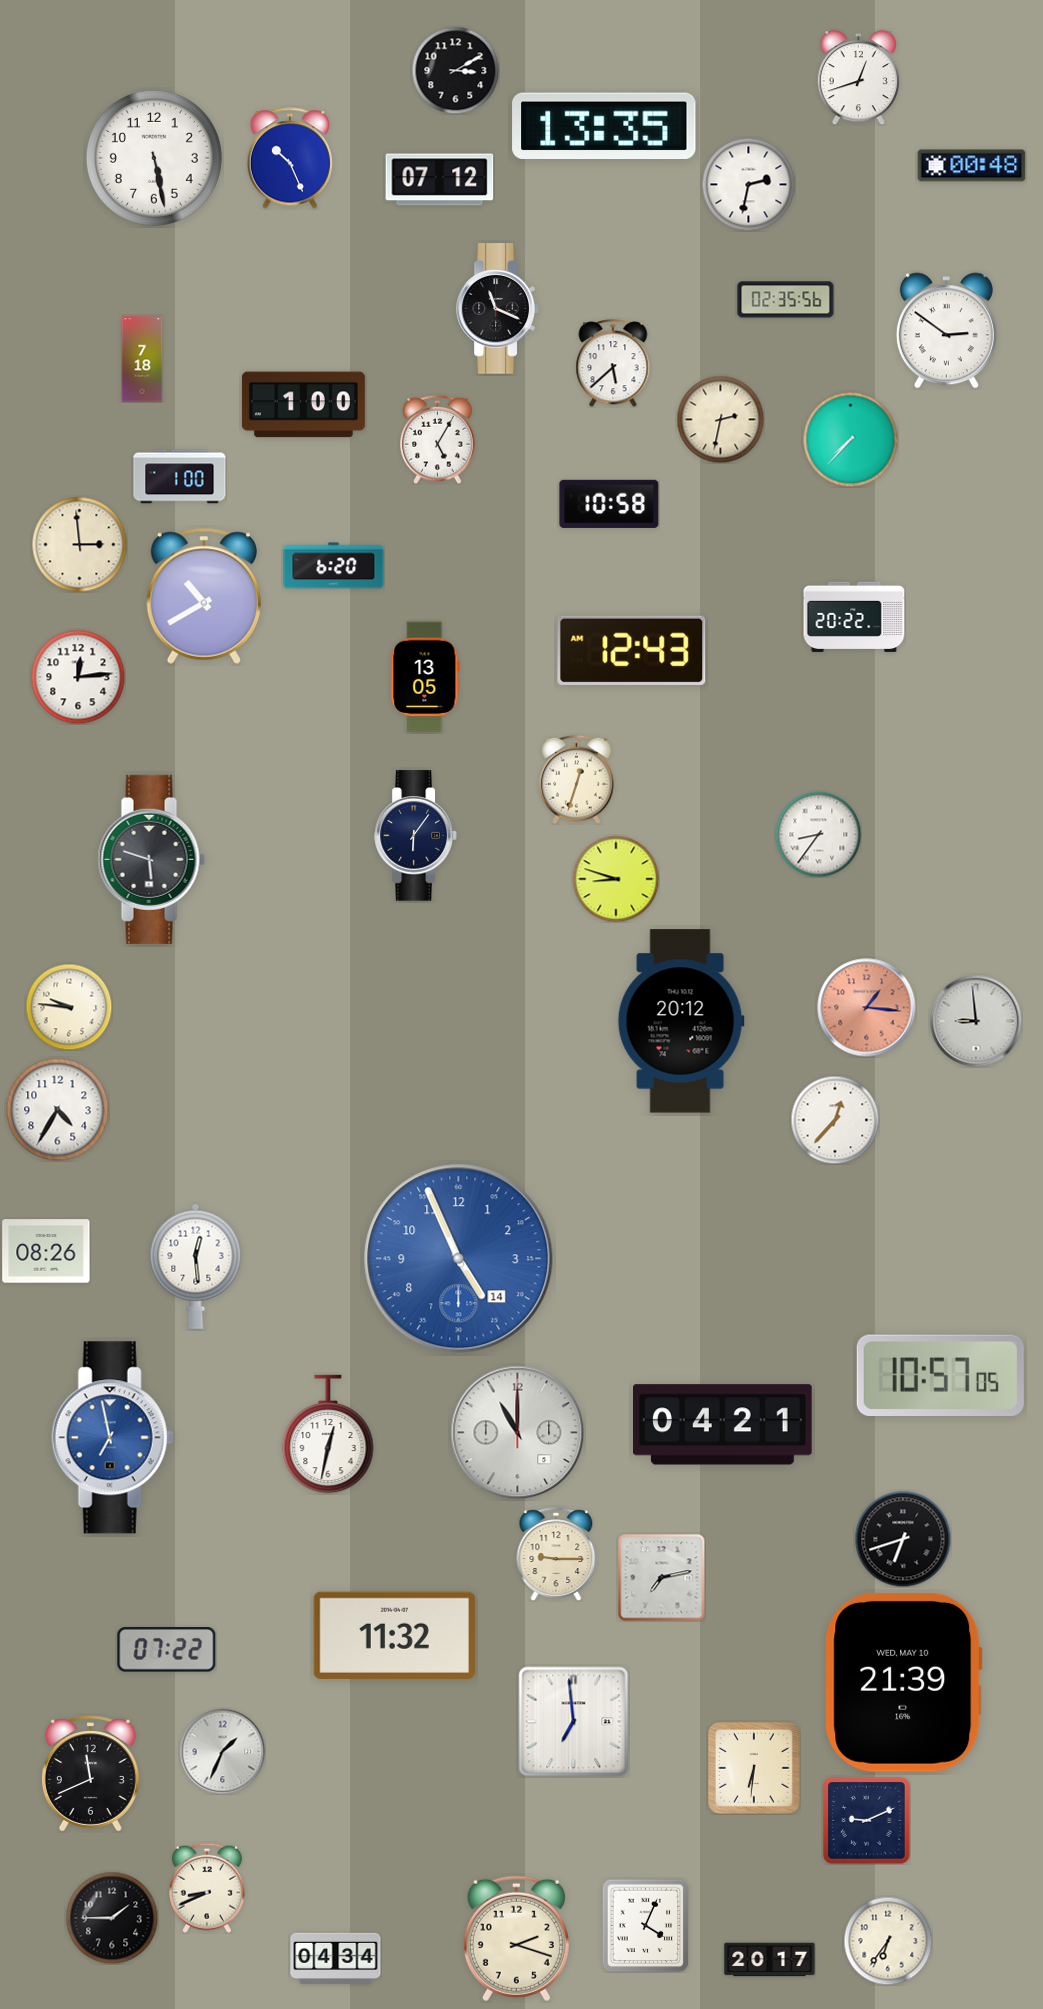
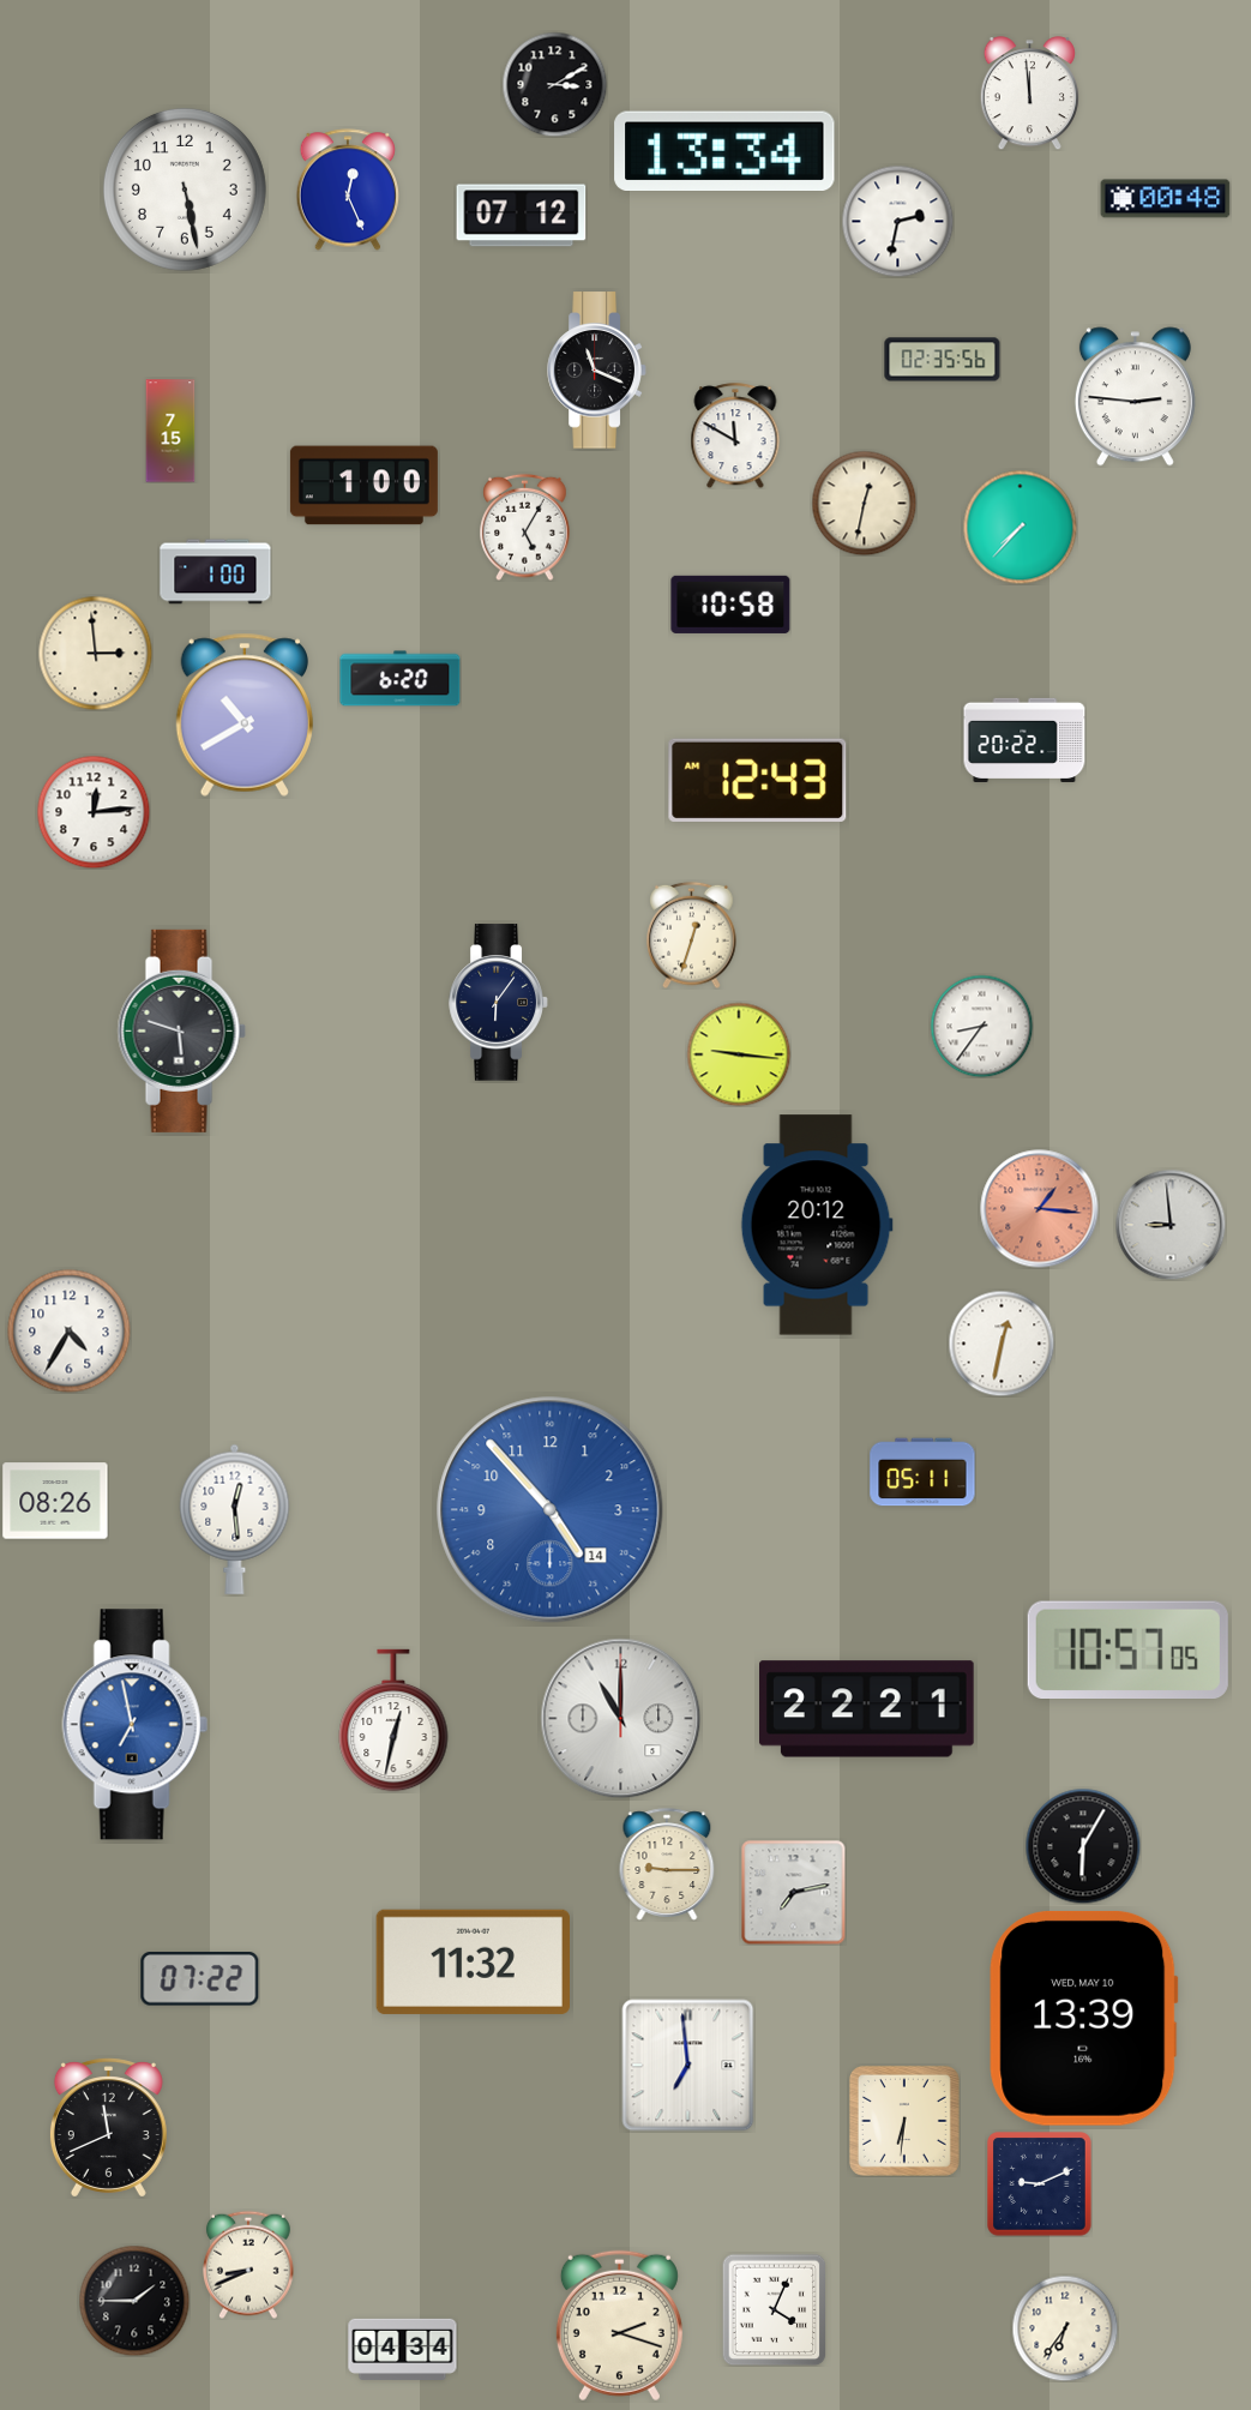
clock at (455, 70) position: (455, 70) -> (554, 84)
clock at (858, 78): 12:42 -> 11:59
clock at (604, 125): 13:35 -> 13:34
clock at (290, 158): 10:26 -> 12:26
clock at (440, 180) position: (440, 180) -> (522, 216)
clock at (946, 331): 2:51 -> 2:46
clock at (142, 359): 7:18 -> 7:15
clock at (613, 363): 5:38 -> 11:50
clock at (720, 419): 2:32 -> 12:32
clock at (425, 677): 13:05 -> none
clock at (818, 834) position: (818, 834) -> (981, 1026)
clock at (616, 879): 8:48 -> 9:16
clock at (69, 1007): 9:46 -> none
clock at (835, 1120): 12:37 -> 12:32
clock at (922, 1472): none -> 05:11
clock at (459, 1259): 4:56 -> 4:53
clock at (723, 1425): 04:21 -> 22:21
clock at (903, 1539): 6:42 -> 6:05
clock at (904, 1682): 21:39 -> 13:39
clock at (222, 1751): 1:34 -> none
clock at (770, 1960): 20:17 -> none
